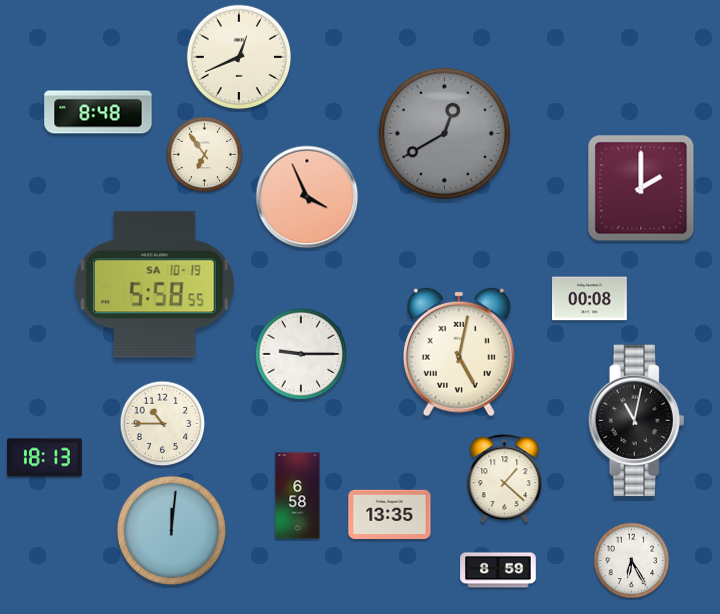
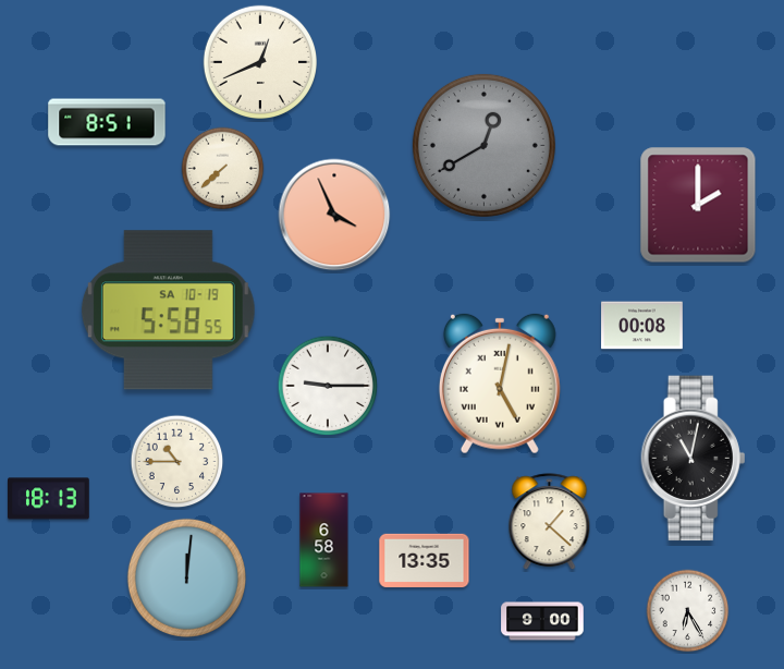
clock at (98, 112): 8:48 -> 8:51
clock at (205, 155): 6:54 -> 7:38
clock at (498, 570): 8:59 -> 9:00
